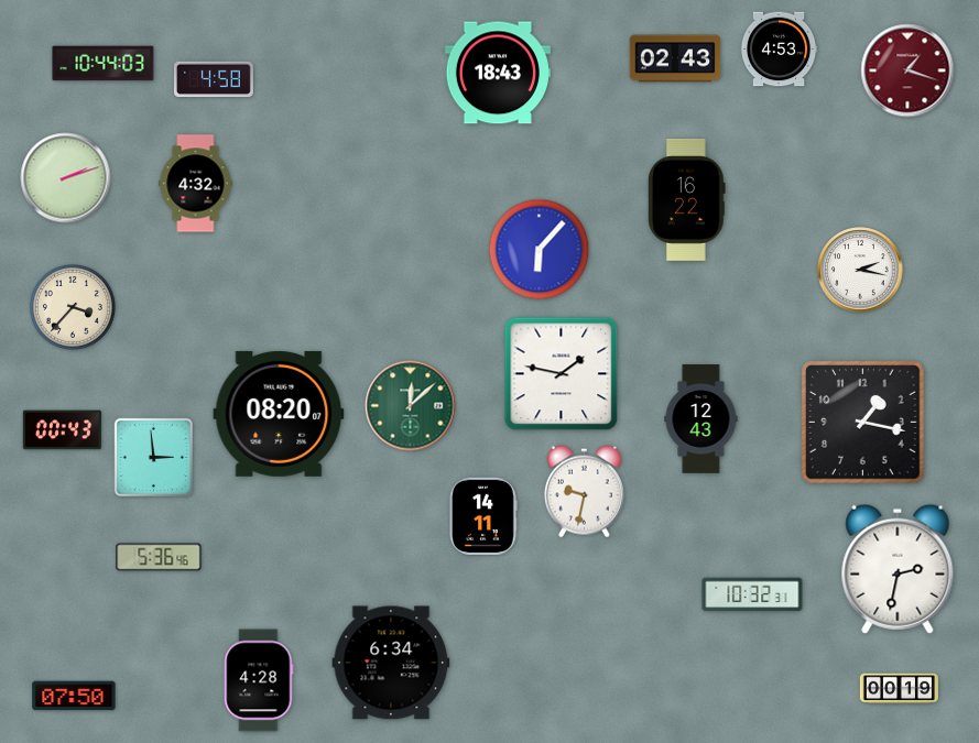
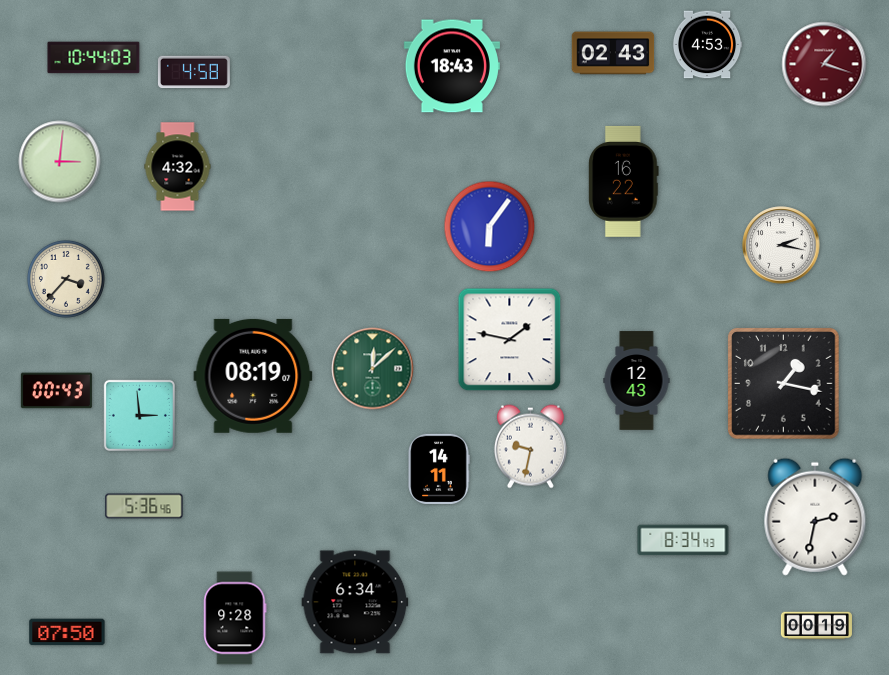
clock at (66, 178): 2:12 -> 3:01
clock at (540, 250): 6:07 -> 6:06
clock at (279, 414): 08:20 -> 08:19
clock at (752, 594): 10:32 -> 8:34
clock at (259, 680): 4:28 -> 9:28
